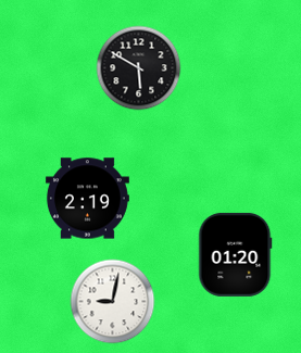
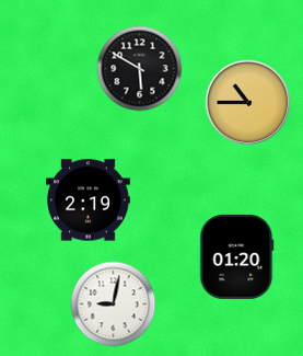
clock at (247, 102): none -> 10:45
